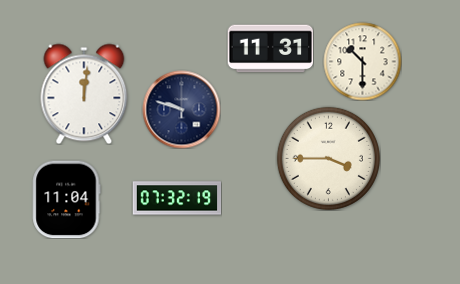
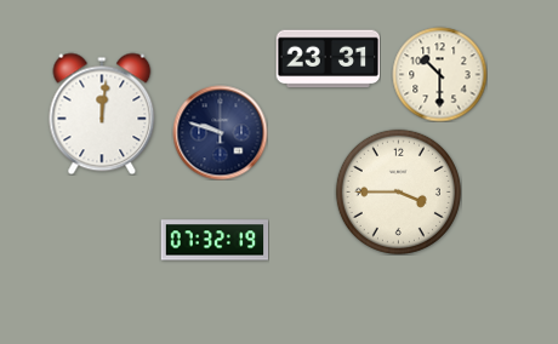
clock at (270, 49): 11:31 -> 23:31
clock at (67, 199): 11:04 -> none
